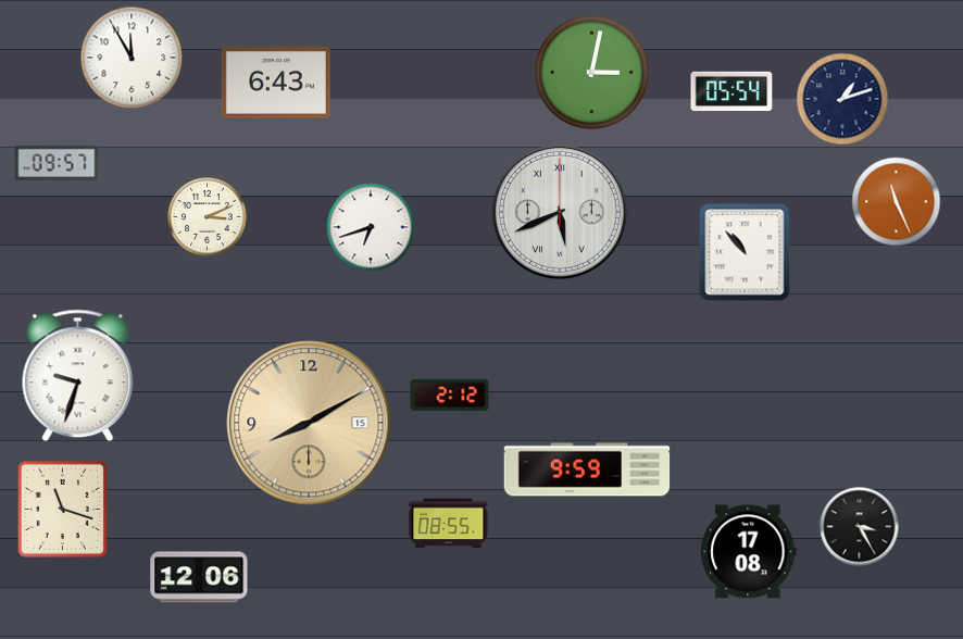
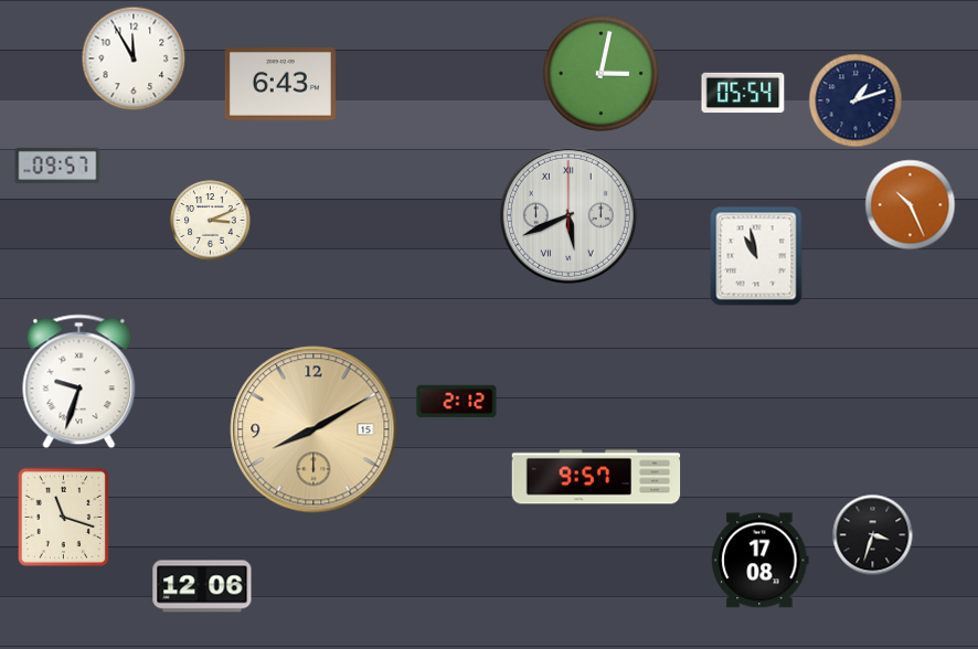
clock at (897, 202): 11:26 -> 10:26
clock at (371, 227): 6:42 -> none
clock at (745, 252): 10:53 -> 10:58
clock at (587, 469): 9:59 -> 9:57
clock at (449, 524): 08:55 -> none
clock at (860, 527): 3:25 -> 3:33
